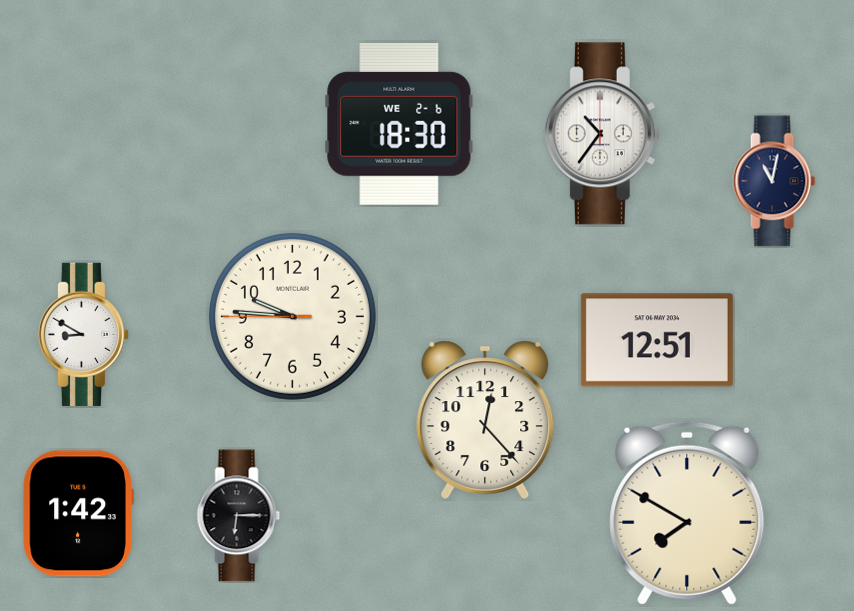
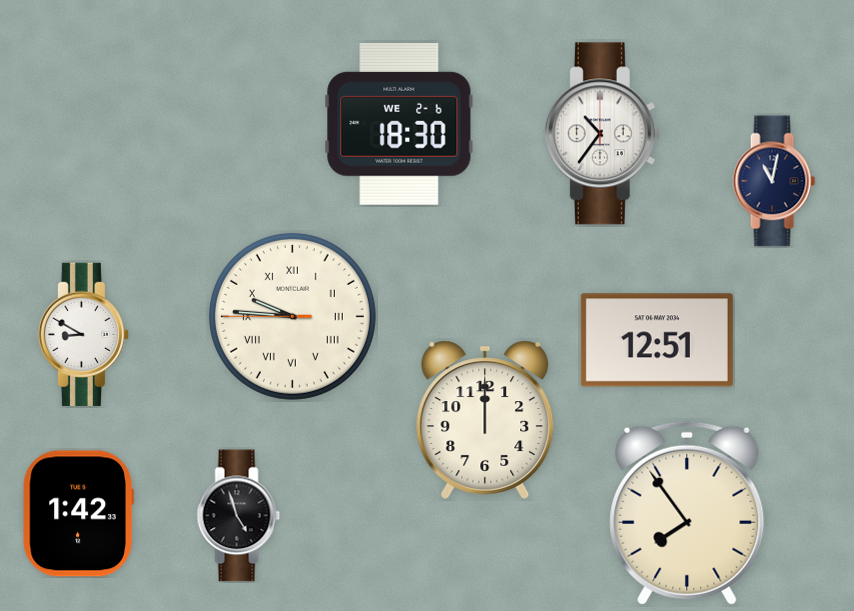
clock at (292, 316) numerals: Arabic -> Roman
clock at (485, 420): 12:23 -> 12:00
clock at (687, 513): 7:50 -> 7:54
clock at (239, 516): 6:15 -> 4:57
